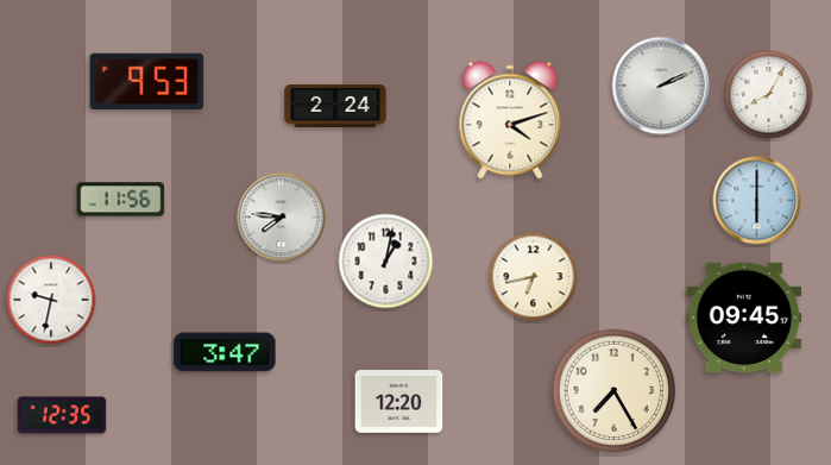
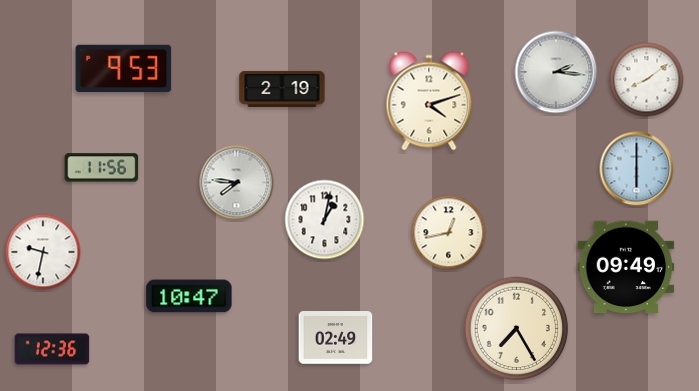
clock at (661, 86): 2:11 -> 2:16
clock at (769, 95): 8:05 -> 8:09
clock at (335, 106): 2:24 -> 2:19
clock at (534, 277): 6:43 -> 12:43
clock at (744, 318): 09:45 -> 09:49
clock at (225, 352): 3:47 -> 10:47
clock at (399, 402): 12:20 -> 02:49
clock at (62, 415): 12:35 -> 12:36
